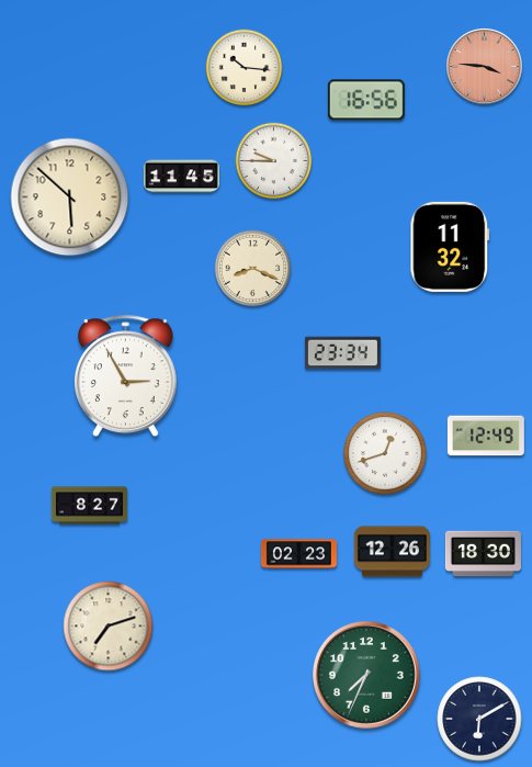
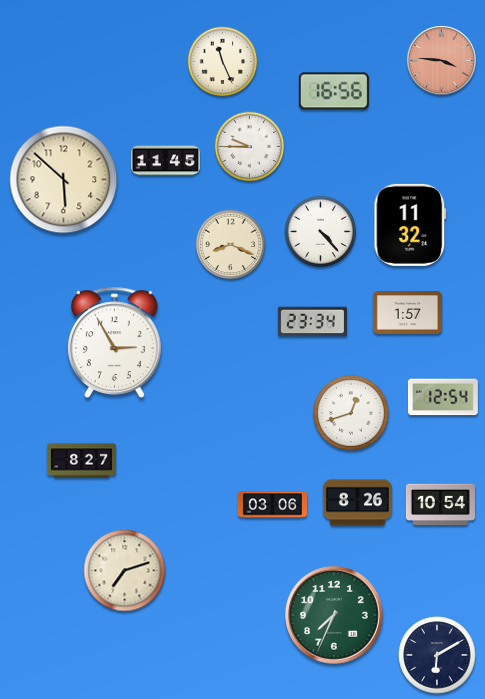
clock at (245, 68): 10:16 -> 11:26
clock at (320, 231): none -> 4:23
clock at (407, 313): none -> 1:57
clock at (486, 436): 12:49 -> 12:54
clock at (392, 552): 12:26 -> 8:26
clock at (298, 554): 02:23 -> 03:06
clock at (483, 554): 18:30 -> 10:54
clock at (109, 627) position: (109, 627) -> (125, 571)
